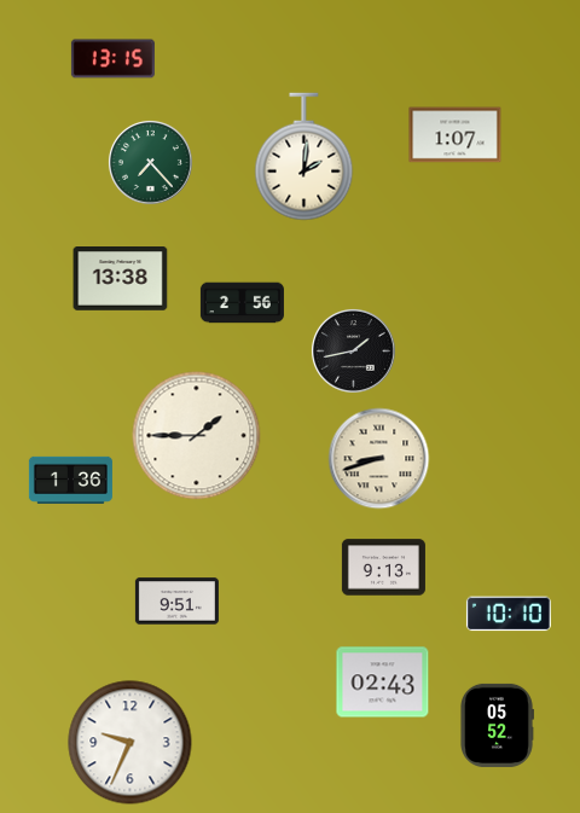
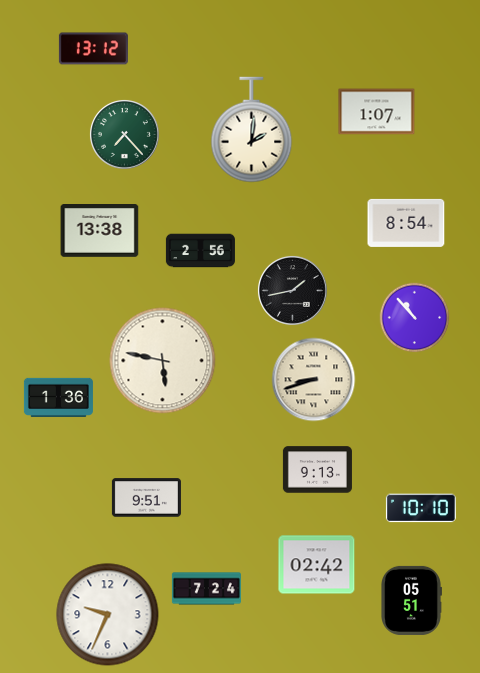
clock at (112, 59): 13:15 -> 13:12
clock at (406, 223): none -> 8:54
clock at (415, 318): none -> 10:53
clock at (197, 436): 1:45 -> 5:47
clock at (383, 683): 02:43 -> 02:42
clock at (206, 589): none -> 7:24
clock at (498, 725): 05:52 -> 05:51
